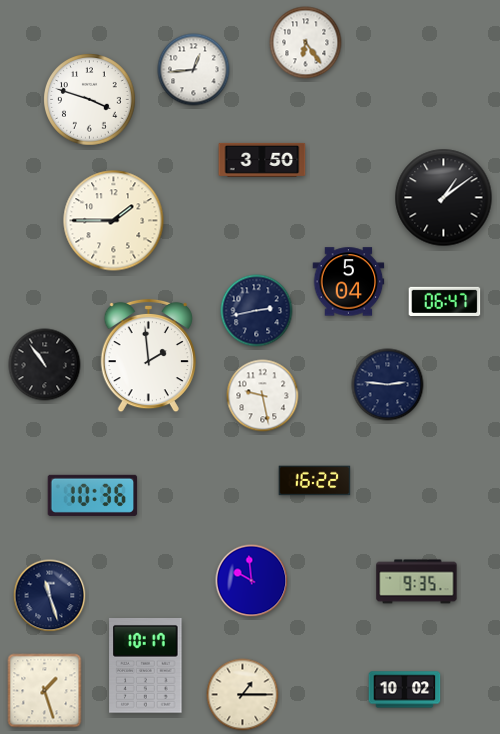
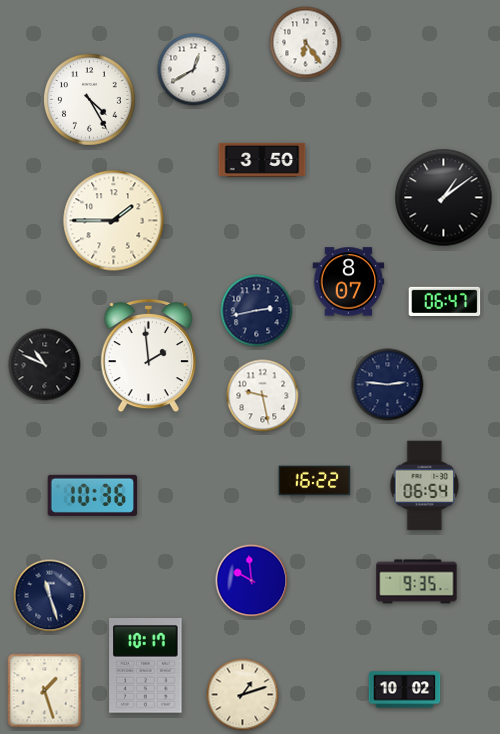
clock at (194, 70): 12:44 -> 12:40
clock at (90, 100): 3:48 -> 4:25
clock at (349, 282): 5:04 -> 8:07
clock at (45, 365): 10:54 -> 10:49
clock at (425, 486): none -> 06:54
clock at (243, 695): 1:15 -> 1:12
